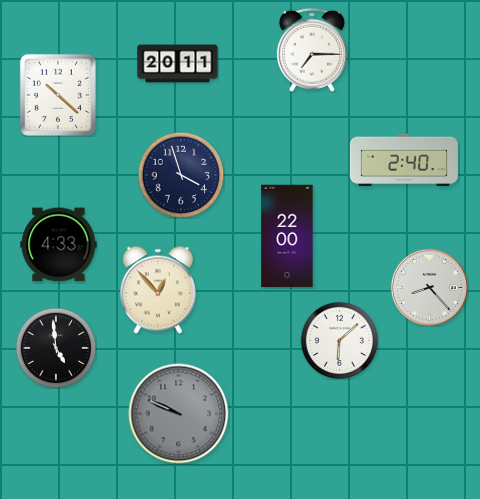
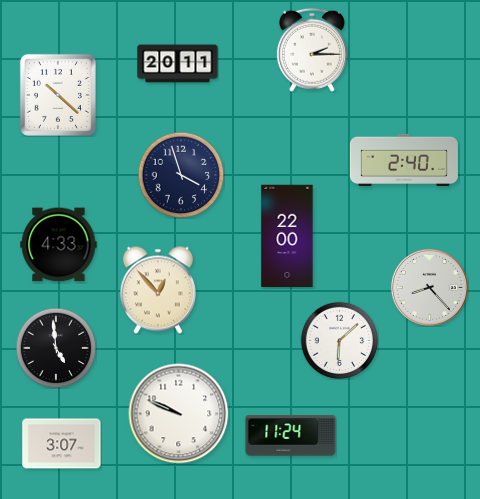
clock at (312, 50): 7:15 -> 2:15
clock at (179, 414) dial: grey -> white
clock at (291, 436): none -> 11:24
clock at (62, 444): none -> 3:07
